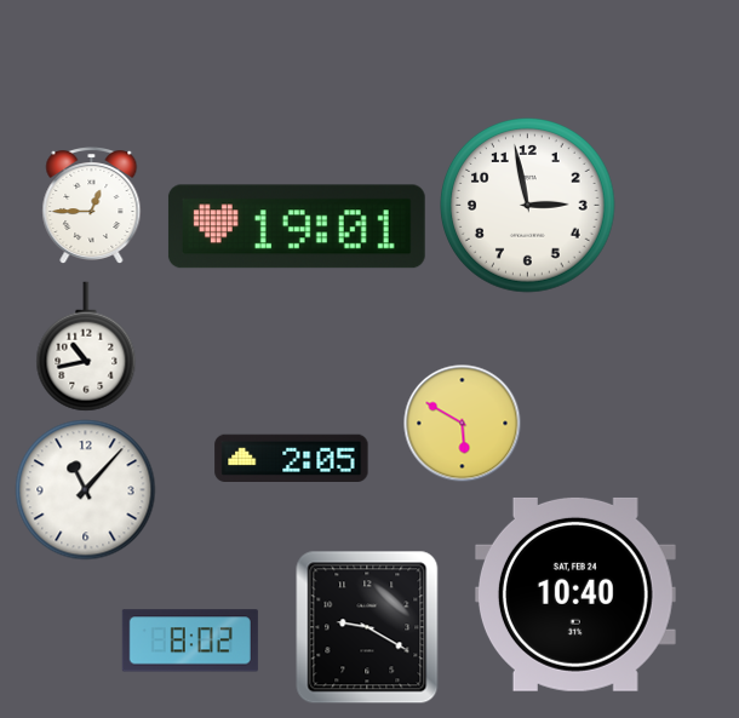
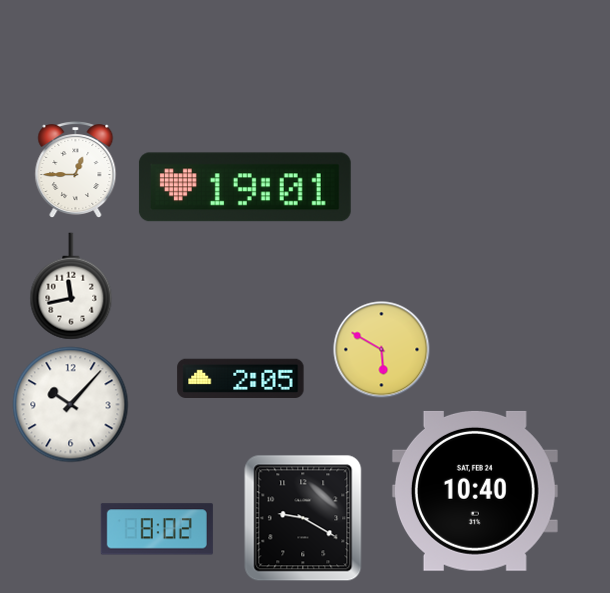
clock at (528, 206): 2:58 -> none
clock at (86, 346): 10:43 -> 11:43
clock at (86, 490): 11:07 -> 10:07
